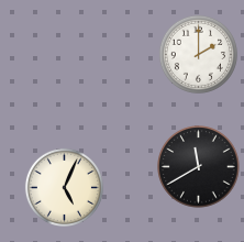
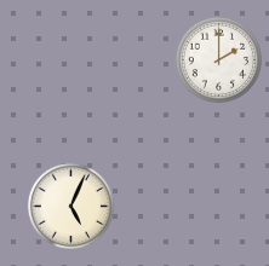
clock at (199, 167): 11:40 -> none
